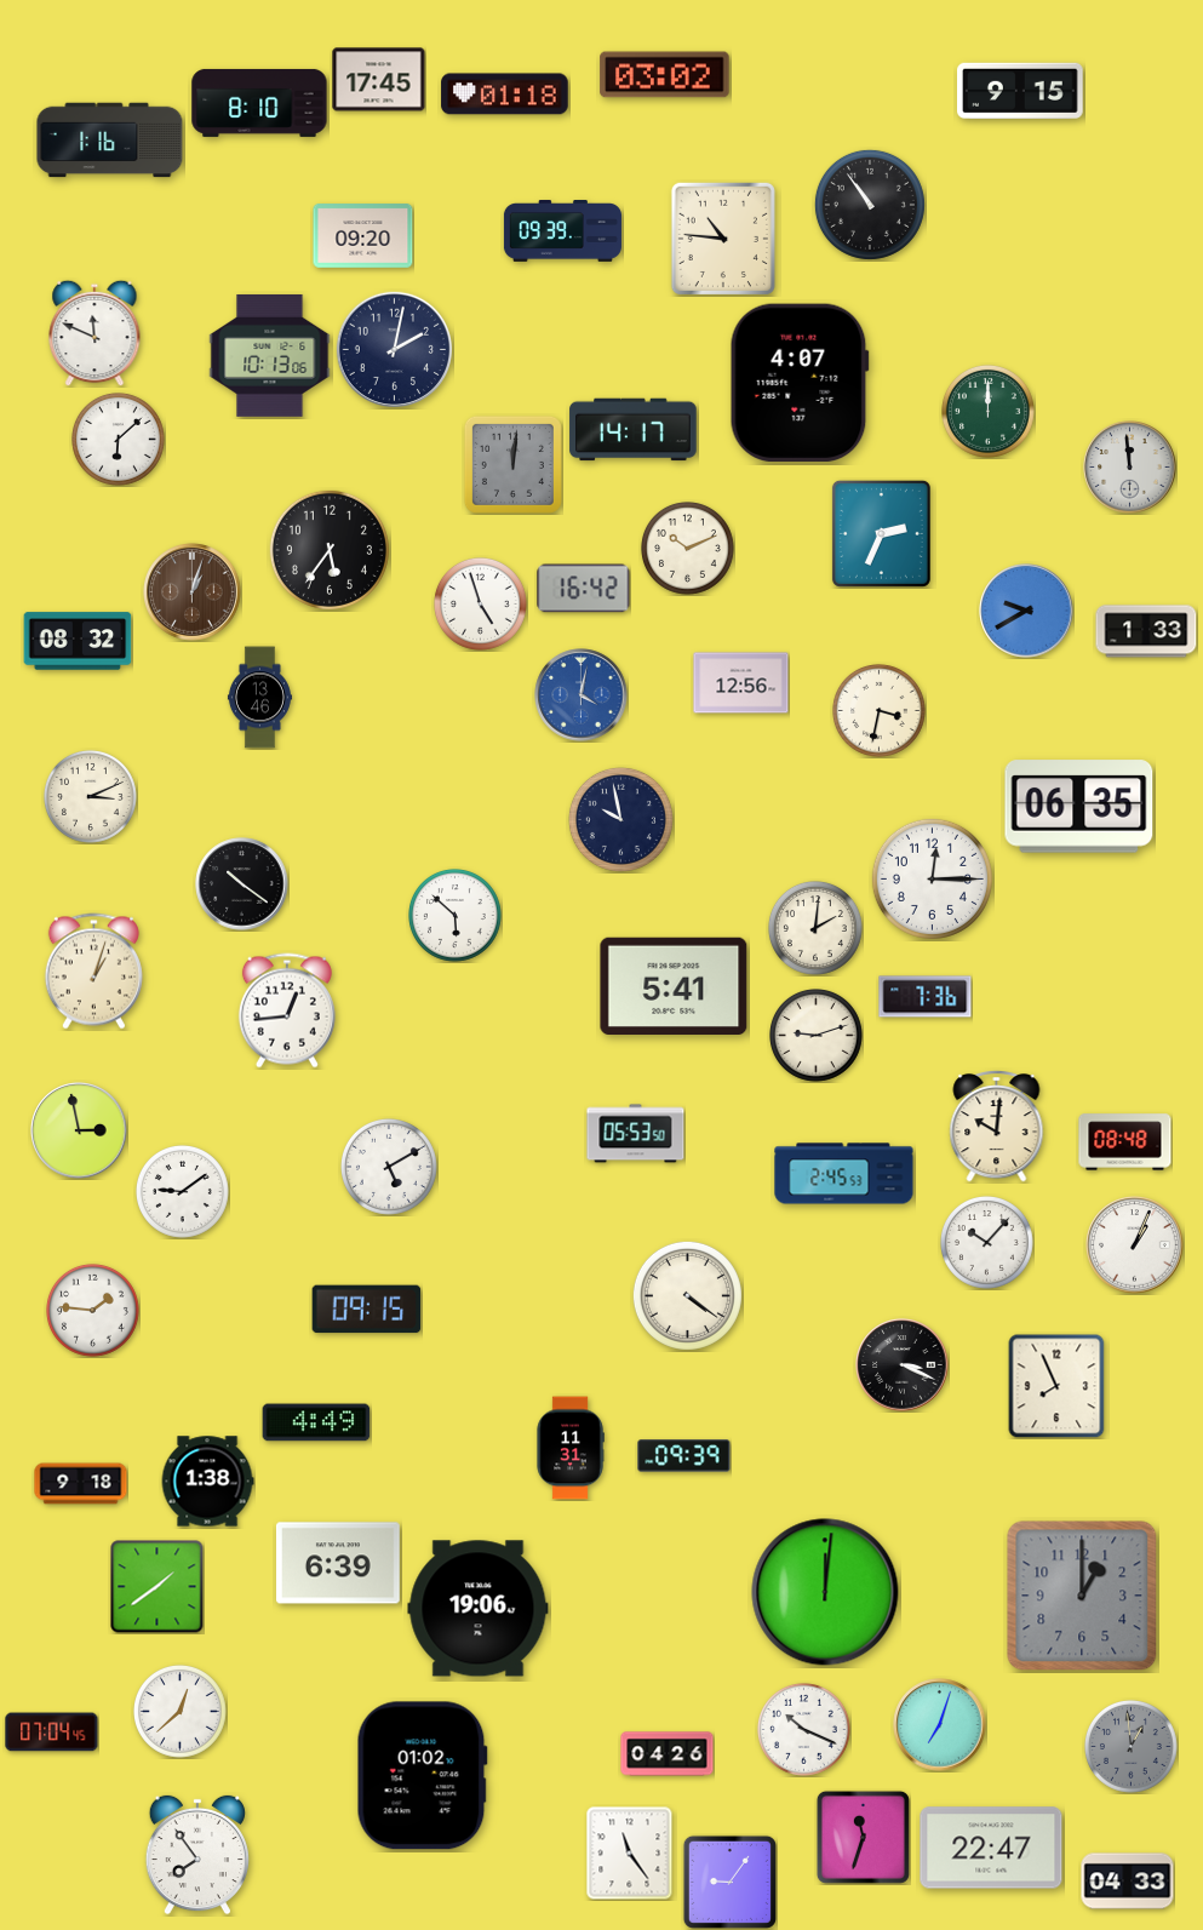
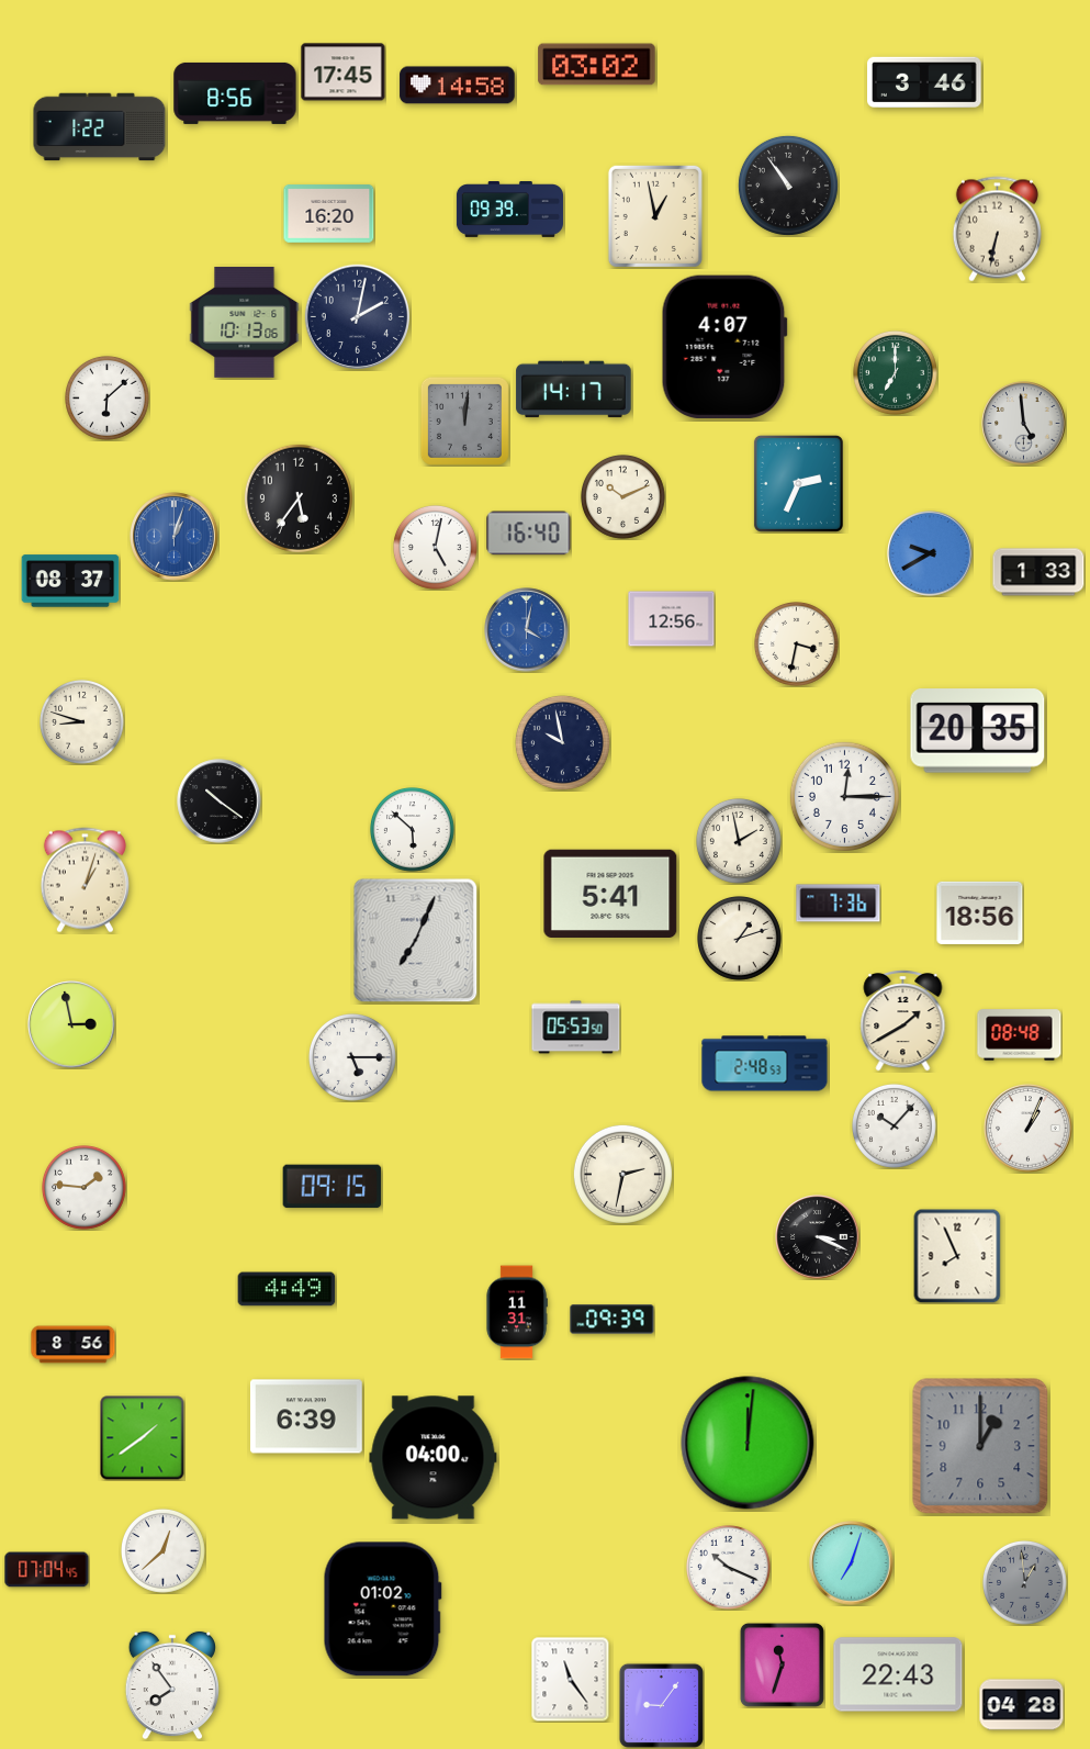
clock at (665, 75) position: (665, 75) -> (597, 65)
clock at (1021, 91): 9:15 -> 3:46
clock at (505, 95): 01:18 -> 14:58
clock at (259, 103): 8:10 -> 8:56
clock at (110, 141): 1:16 -> 1:22
clock at (363, 236): 09:20 -> 16:20
clock at (723, 239): 10:46 -> 12:58
clock at (997, 229): none -> 6:32
clock at (94, 333): 11:49 -> none
clock at (989, 412): 12:00 -> 7:00
clock at (1130, 468): 11:59 -> 4:59
clock at (584, 589): 16:42 -> 16:40
clock at (193, 592) dial: brown -> blue
clock at (481, 605): 4:57 -> 5:02
clock at (78, 641): 08:32 -> 08:37
clock at (259, 698): 13:46 -> none
clock at (91, 797): 3:11 -> 8:48
clock at (1079, 807): 06:35 -> 20:35
clock at (815, 928): 2:01 -> 1:58
clock at (980, 912): none -> 18:56
clock at (287, 1010): 12:44 -> none
clock at (817, 1036): 9:12 -> 1:12
clock at (416, 941): none -> 7:04
clock at (997, 1126): 10:01 -> 1:40
clock at (389, 1167): 5:10 -> 5:15
clock at (844, 1174): 2:45 -> 2:48
clock at (183, 1192): 9:09 -> none
clock at (687, 1295): 4:21 -> 2:32
clock at (684, 1456) position: (684, 1456) -> (613, 1320)
clock at (207, 1482): 1:38 -> none
clock at (81, 1484): 9:18 -> 8:56
clock at (479, 1609): 19:06 -> 04:00
clock at (668, 1754): 04:26 -> none
clock at (991, 1848): 22:47 -> 22:43
clock at (196, 1855) position: (196, 1855) -> (171, 1685)
clock at (1128, 1882): 04:33 -> 04:28
